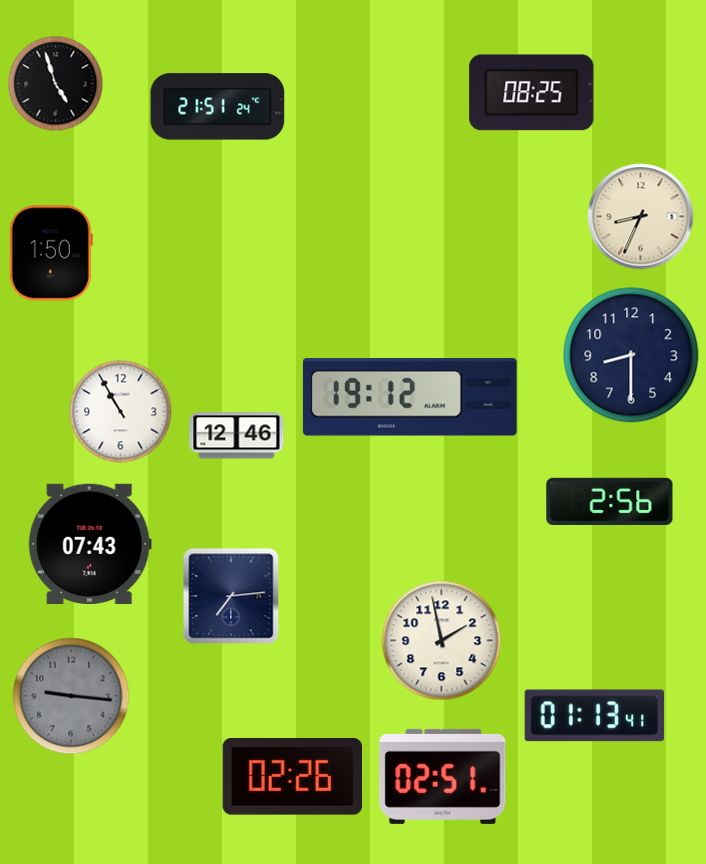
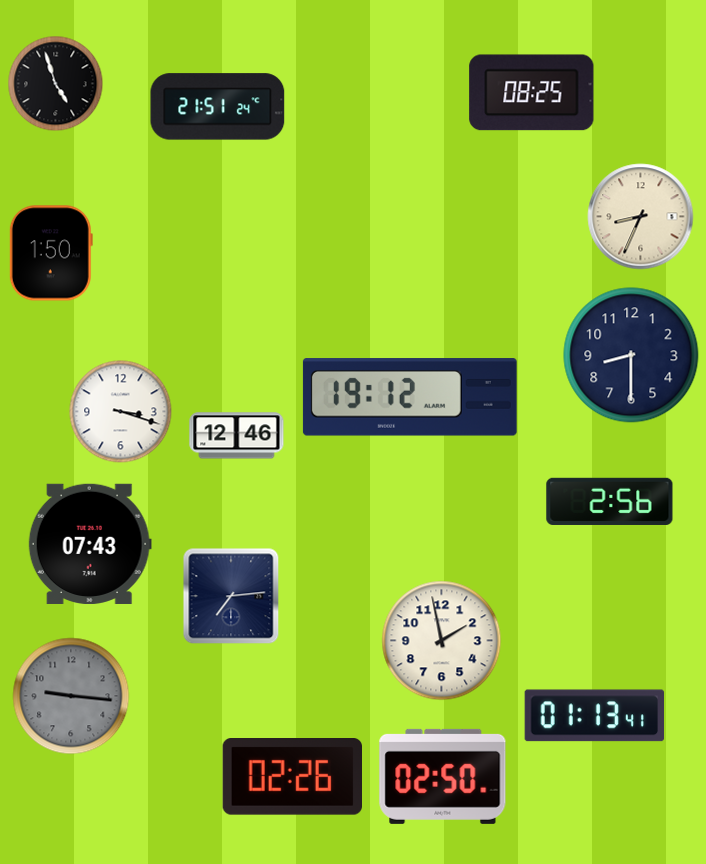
clock at (121, 412): 10:55 -> 3:18
clock at (443, 776): 02:51 -> 02:50
